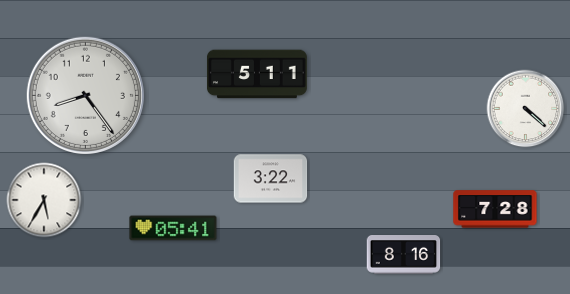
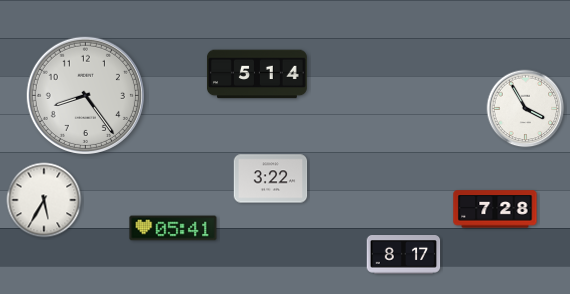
clock at (258, 74): 5:11 -> 5:14
clock at (526, 109): 4:22 -> 3:55
clock at (404, 255): 8:16 -> 8:17
